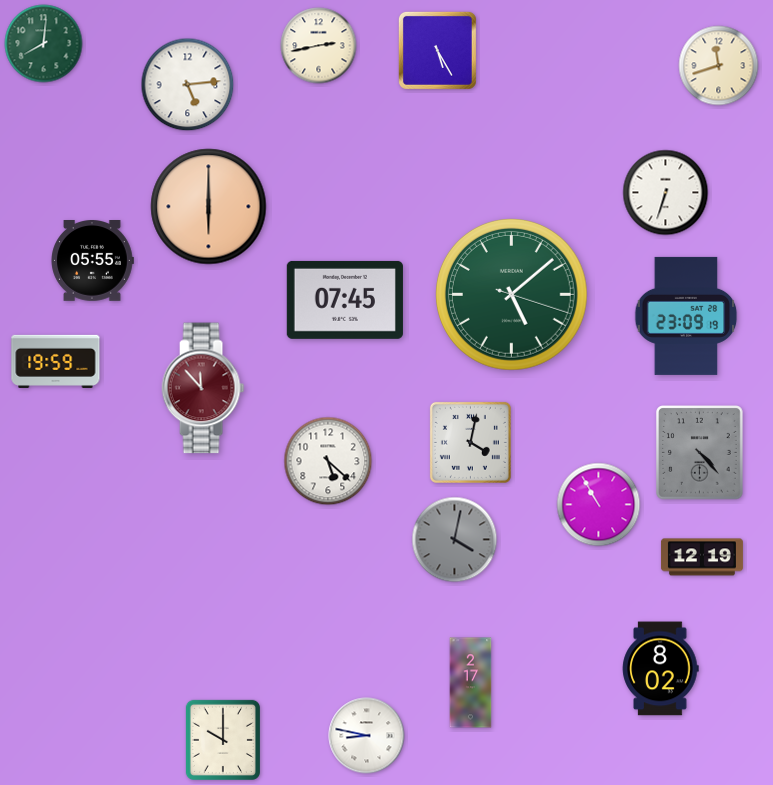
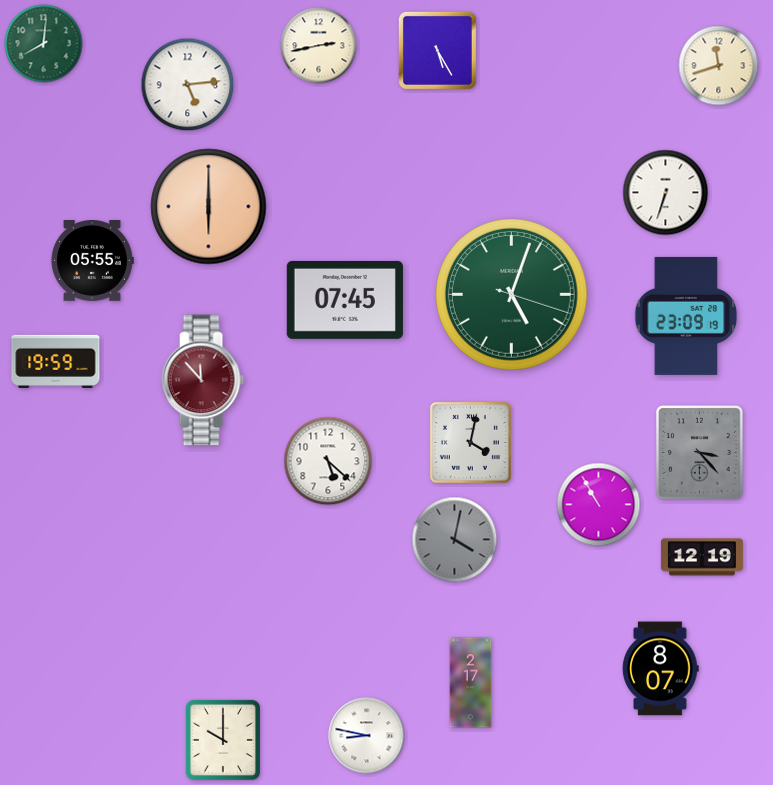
clock at (512, 295): 5:08 -> 5:03
clock at (203, 388) position: (203, 388) -> (203, 380)
clock at (700, 453): 4:23 -> 3:23
clock at (661, 669): 8:02 -> 8:07
